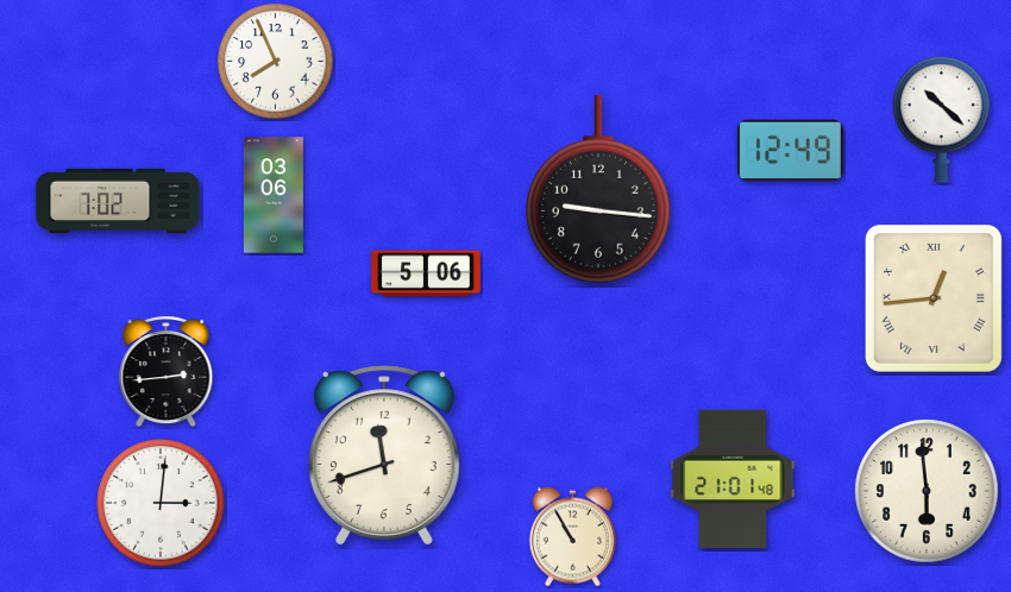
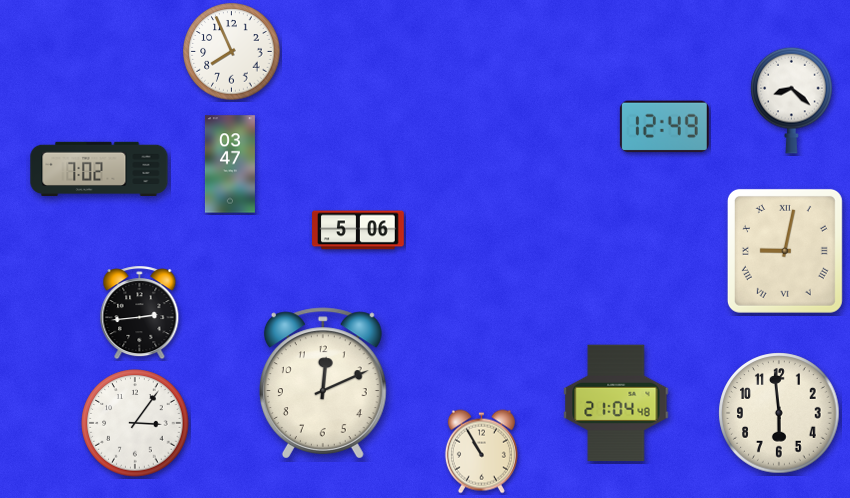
clock at (942, 119): 10:22 -> 8:22
clock at (598, 189): 9:16 -> none
clock at (274, 195): 03:06 -> 03:47
clock at (934, 298): 12:44 -> 9:02
clock at (384, 455): 11:42 -> 12:11
clock at (733, 479): 21:01 -> 21:04
clock at (161, 503): 3:01 -> 3:06
